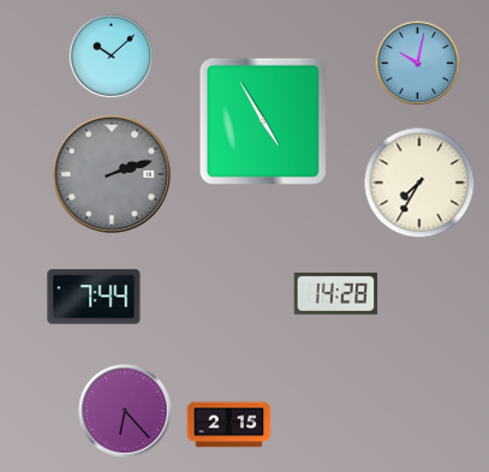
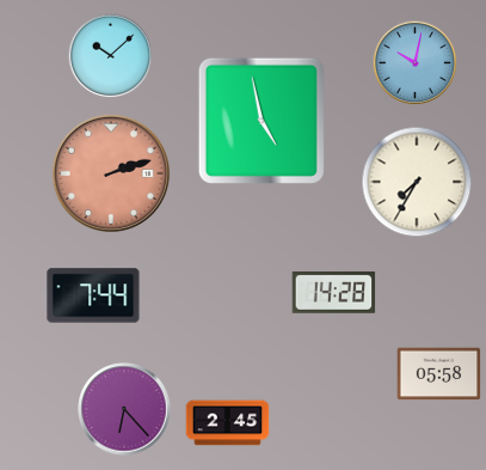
clock at (263, 121): 4:55 -> 4:58
clock at (112, 174) dial: grey -> salmon
clock at (439, 374): none -> 05:58
clock at (229, 425): 2:15 -> 2:45
